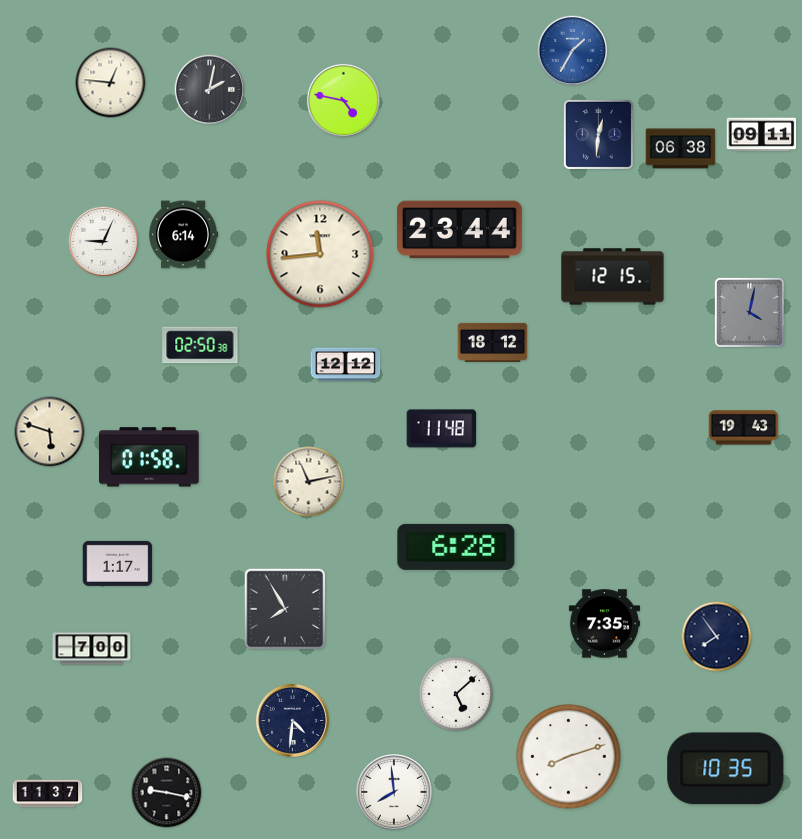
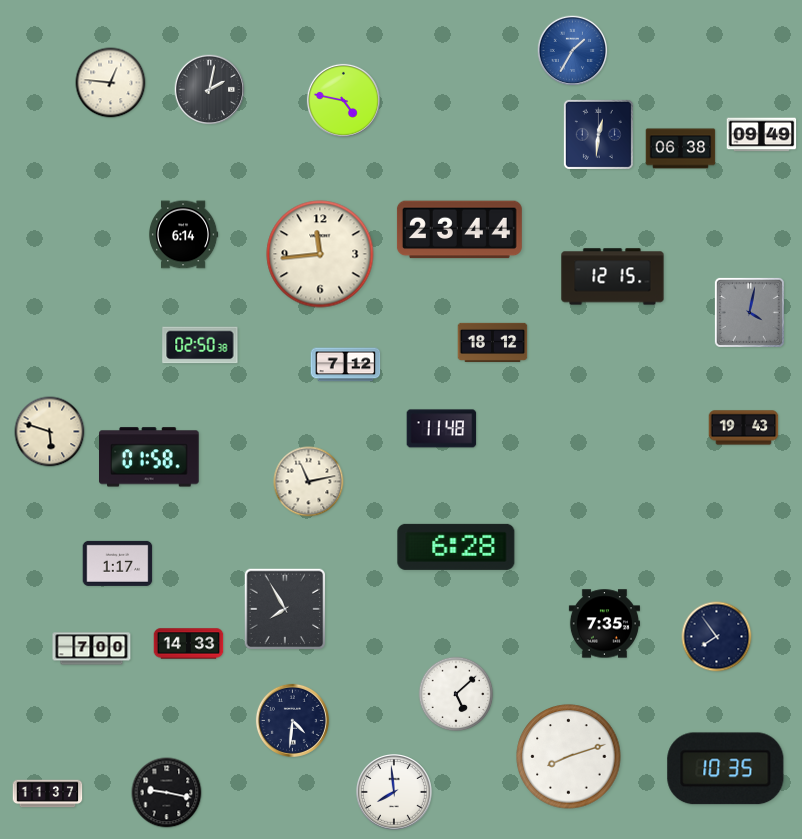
clock at (762, 135): 09:11 -> 09:49
clock at (104, 242): 9:04 -> none
clock at (346, 365): 12:12 -> 7:12
clock at (189, 644): none -> 14:33
